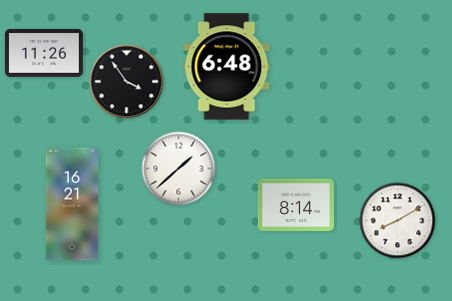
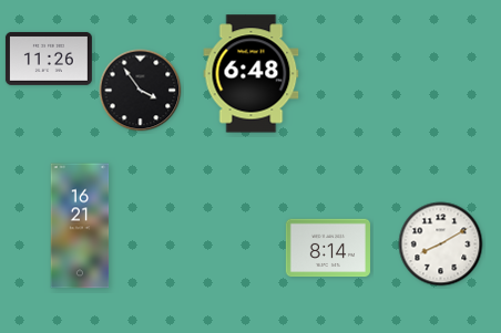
clock at (179, 169): 1:38 -> none
clock at (296, 205) position: (296, 205) -> (328, 248)
